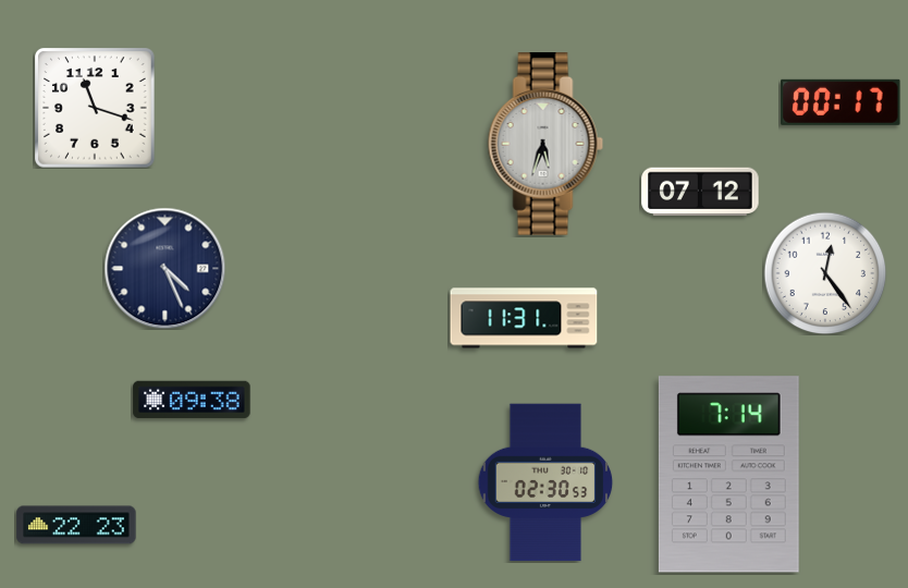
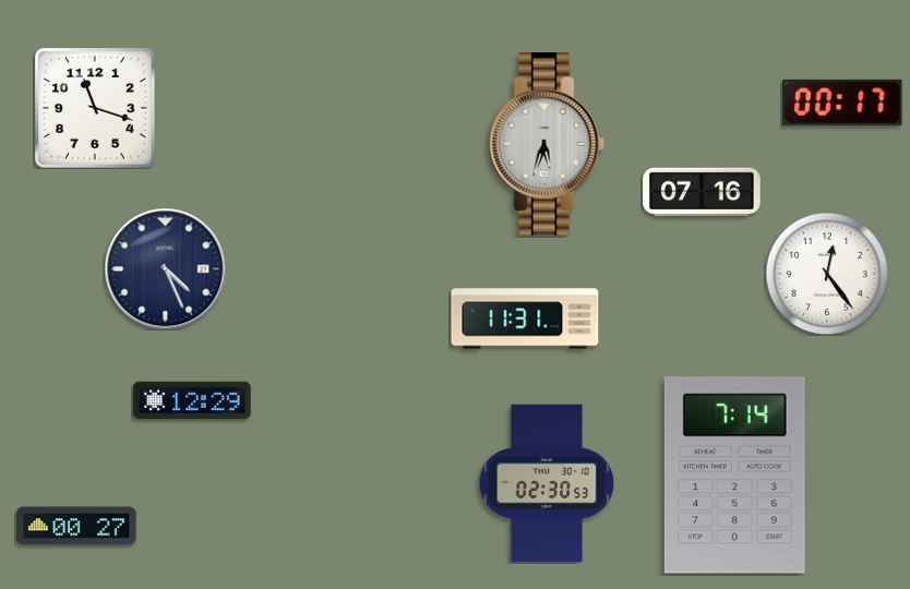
clock at (700, 192): 07:12 -> 07:16
clock at (192, 400): 09:38 -> 12:29
clock at (728, 475) position: (728, 475) -> (734, 476)
clock at (76, 525): 22:23 -> 00:27
